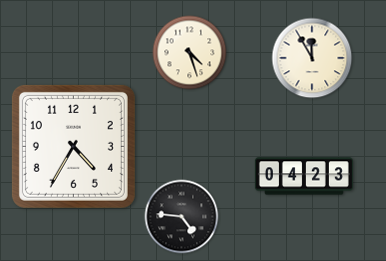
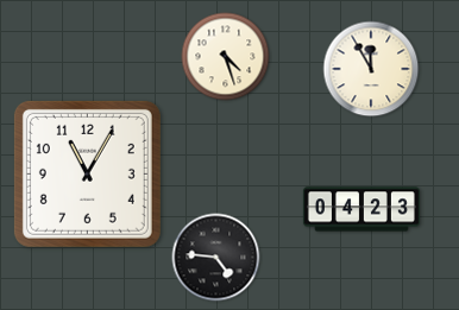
clock at (190, 53) position: (190, 53) -> (226, 57)
clock at (73, 146): 4:35 -> 11:05
